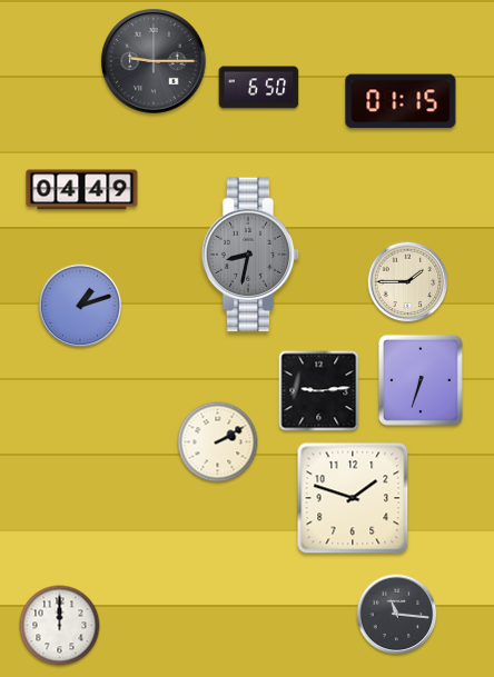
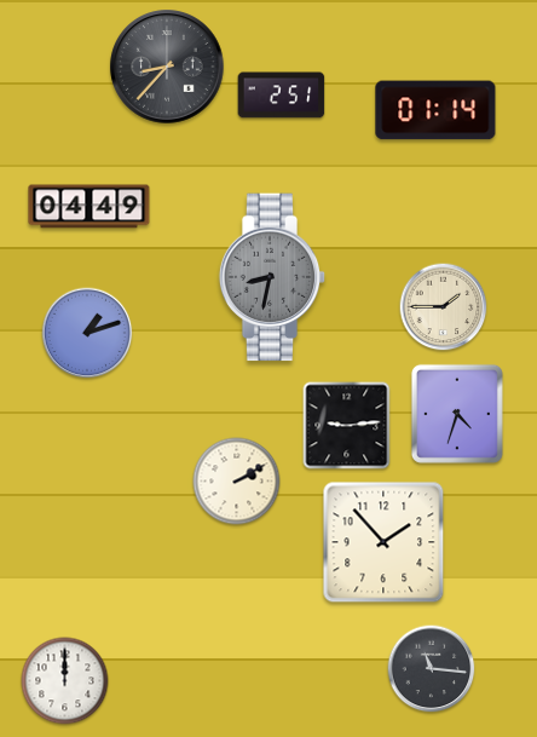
clock at (154, 61): 9:15 -> 8:37
clock at (259, 88): 6:50 -> 2:51
clock at (401, 101): 01:15 -> 01:14
clock at (421, 380): 6:33 -> 4:33
clock at (353, 498): 1:48 -> 1:53
